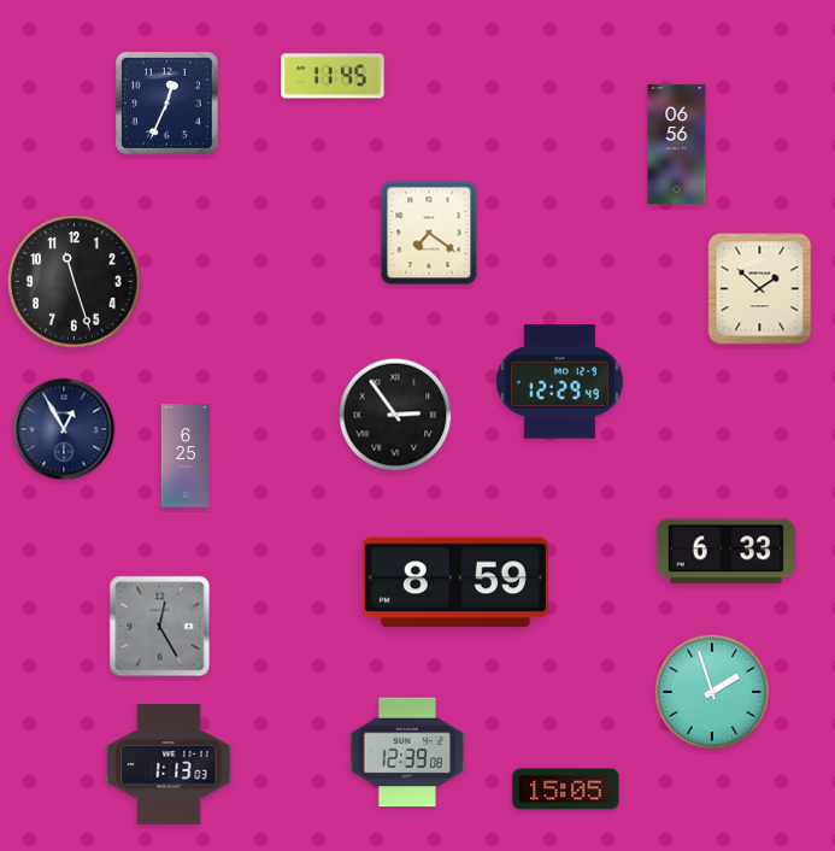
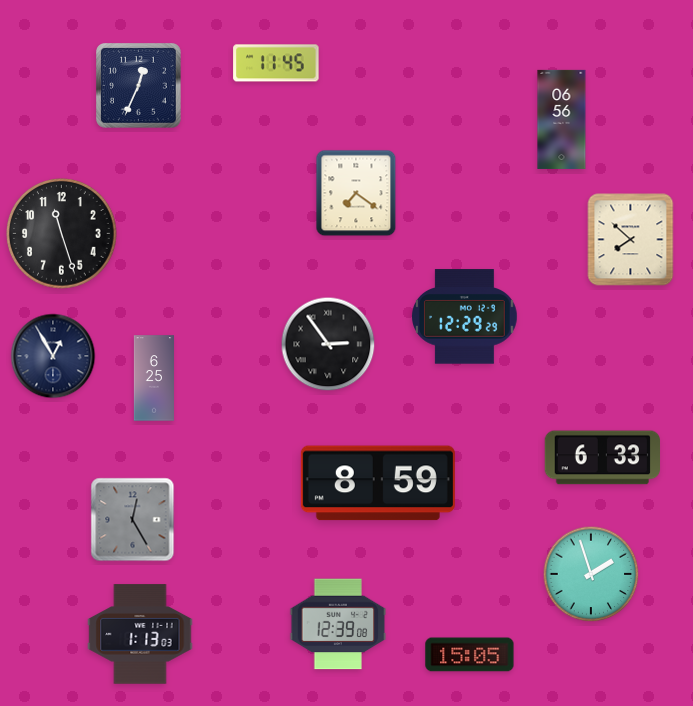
clock at (760, 289): 1:52 -> 7:52
clock at (560, 382): 12:29:49 -> 12:29:29
